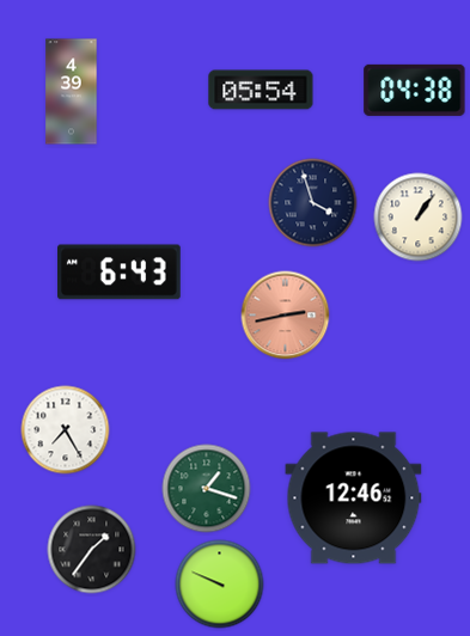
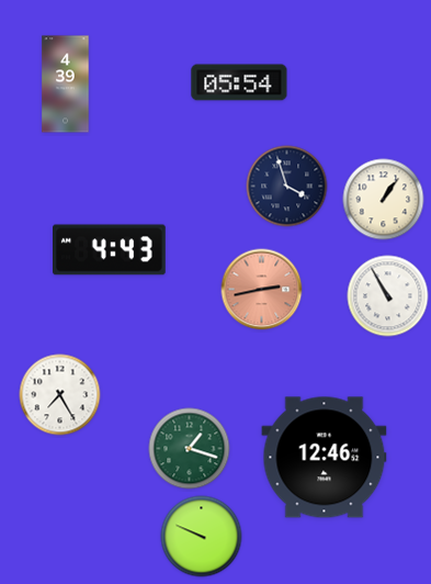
clock at (415, 90): 04:38 -> none
clock at (120, 273): 6:43 -> 4:43
clock at (388, 296): none -> 10:55
clock at (92, 550): 1:36 -> none
